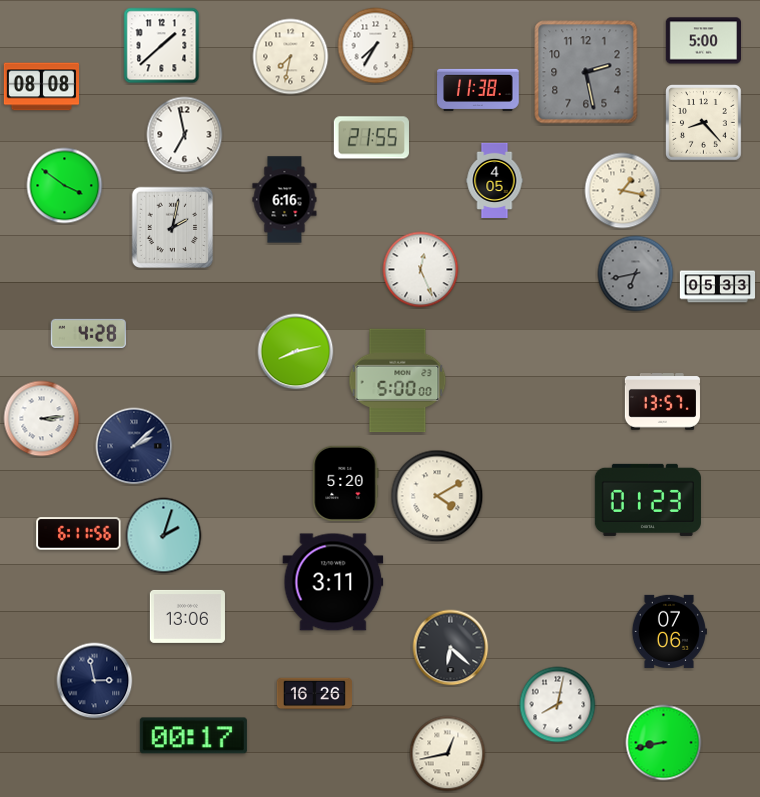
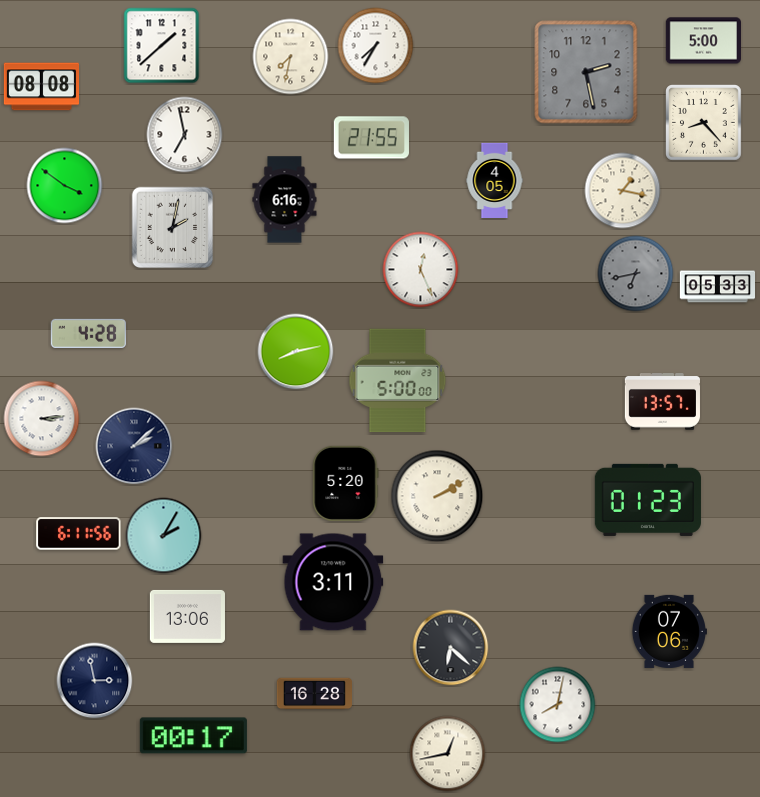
clock at (478, 90): 11:38 -> none
clock at (437, 496): 4:10 -> 2:10
clock at (164, 536): 2:03 -> 2:05
clock at (314, 694): 16:26 -> 16:28
clock at (664, 743): 8:43 -> none
